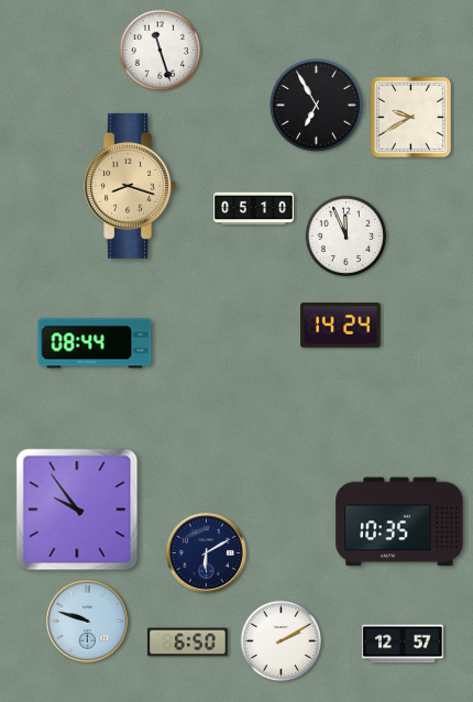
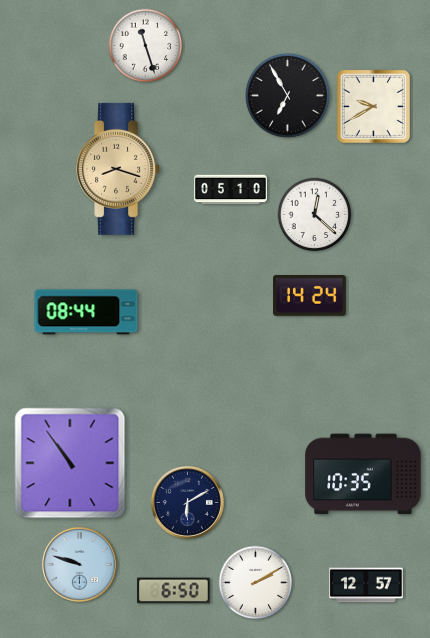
clock at (346, 237): 11:56 -> 12:22
clock at (77, 509): 9:54 -> 10:54
clock at (188, 643) position: (188, 643) -> (174, 591)
